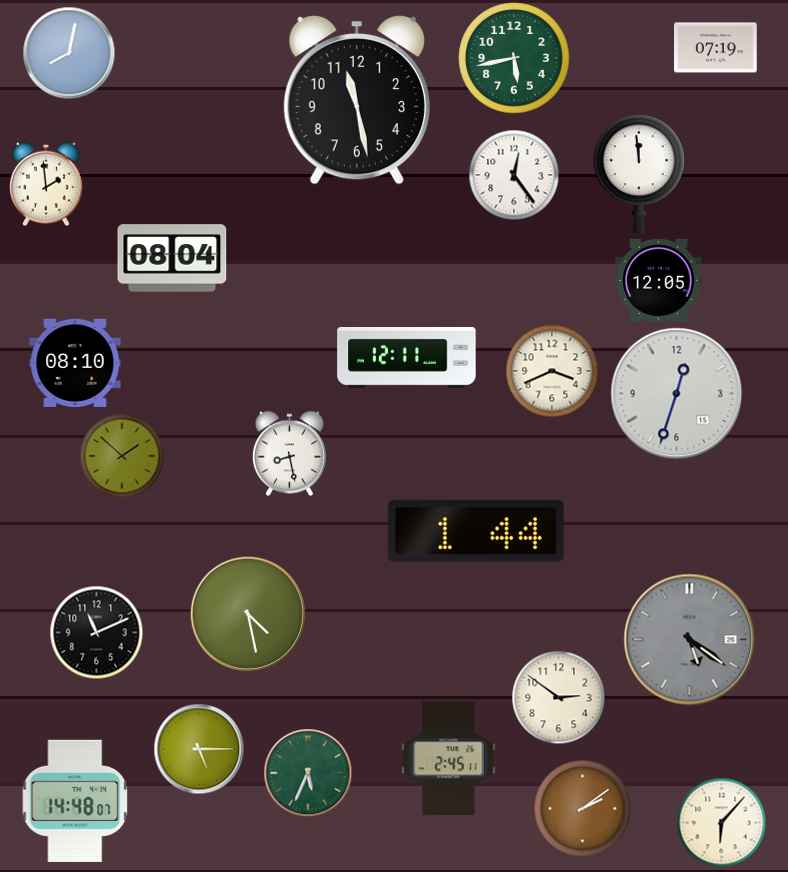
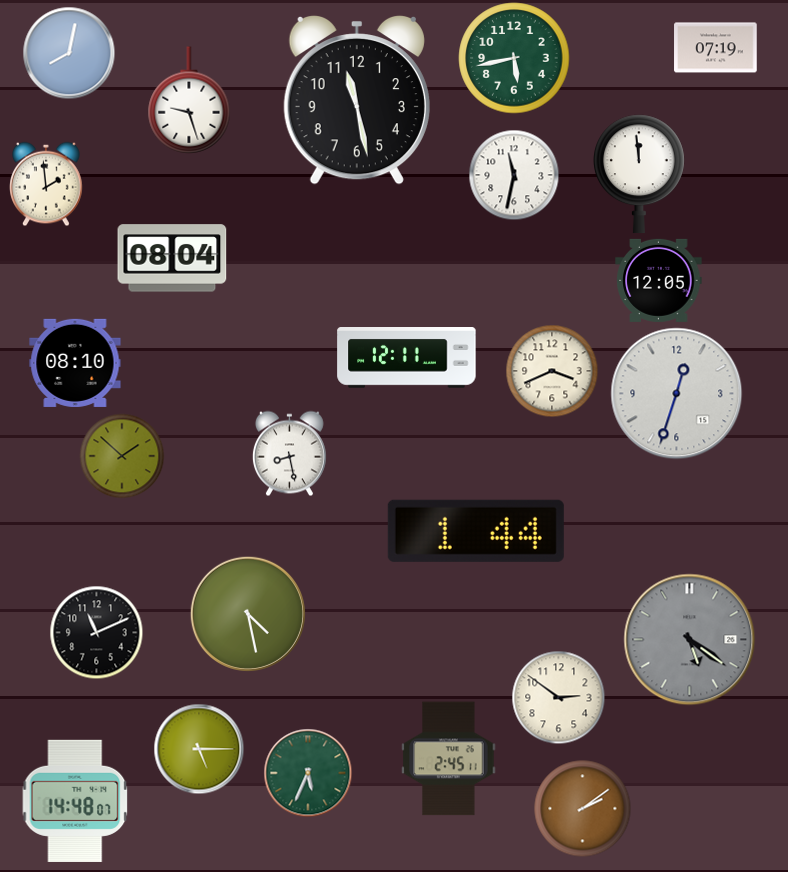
clock at (189, 100): none -> 9:27
clock at (514, 175): 12:24 -> 11:32
clock at (721, 822): 6:07 -> none
